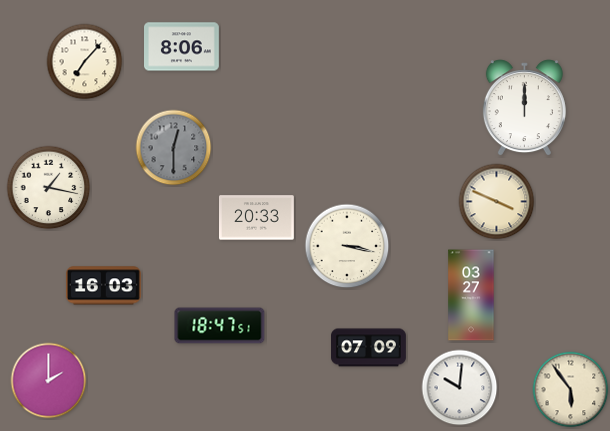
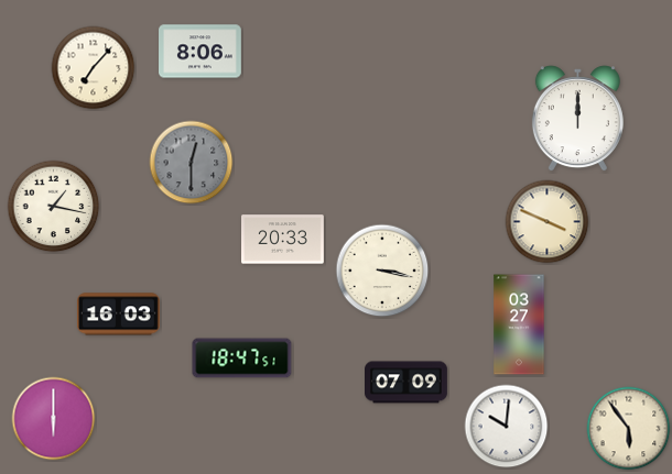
clock at (103, 286) position: (103, 286) -> (118, 315)
clock at (49, 381): 2:00 -> 6:00
